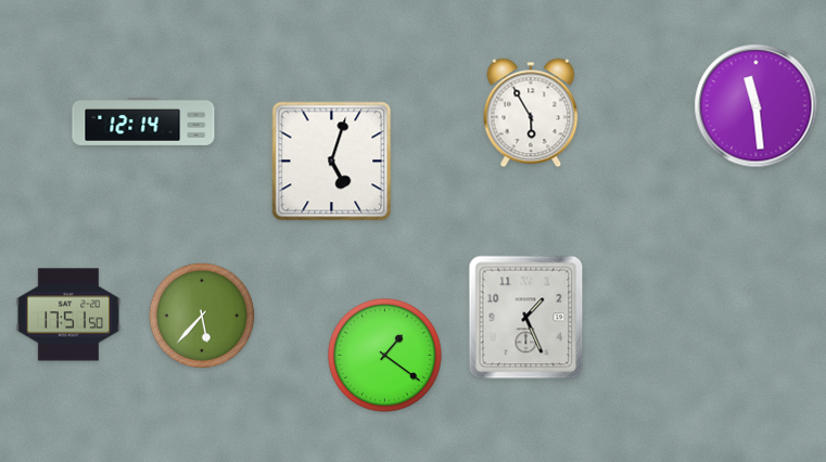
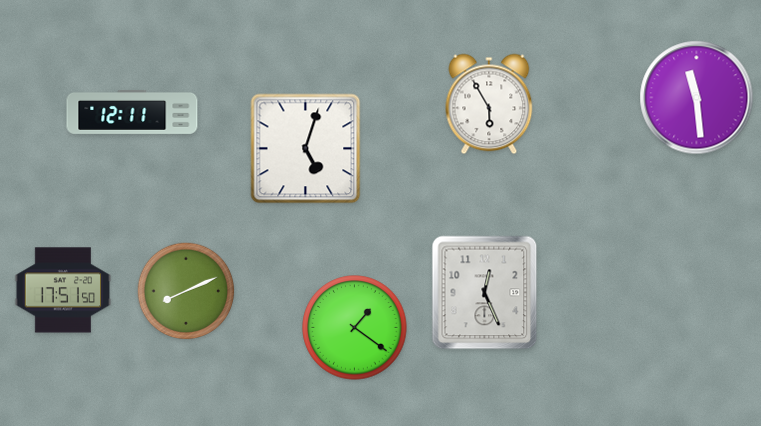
clock at (143, 121): 12:14 -> 12:11
clock at (202, 316): 5:37 -> 8:11
clock at (526, 318): 1:26 -> 12:26
